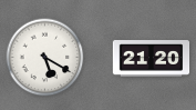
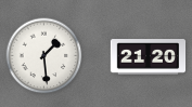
clock at (45, 58): 5:20 -> 1:29
